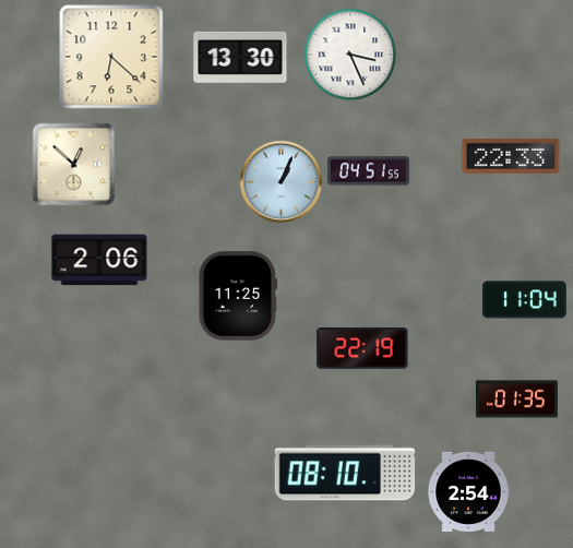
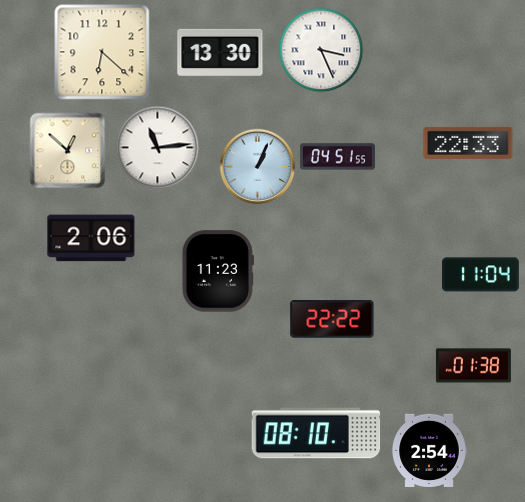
clock at (158, 148): none -> 11:14
clock at (238, 296): 11:25 -> 11:23
clock at (362, 349): 22:19 -> 22:22
clock at (516, 400): 01:35 -> 01:38
